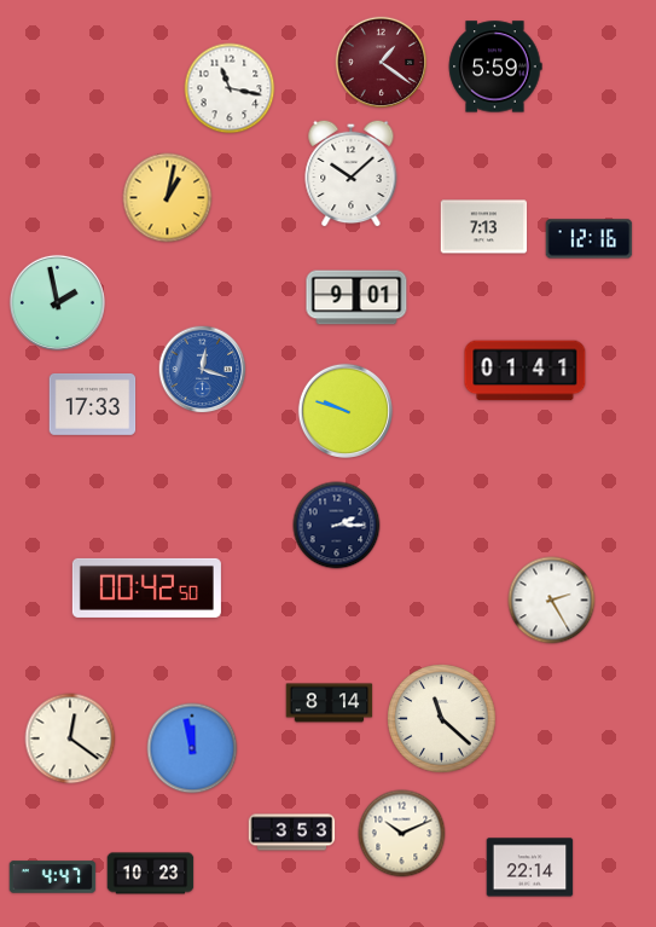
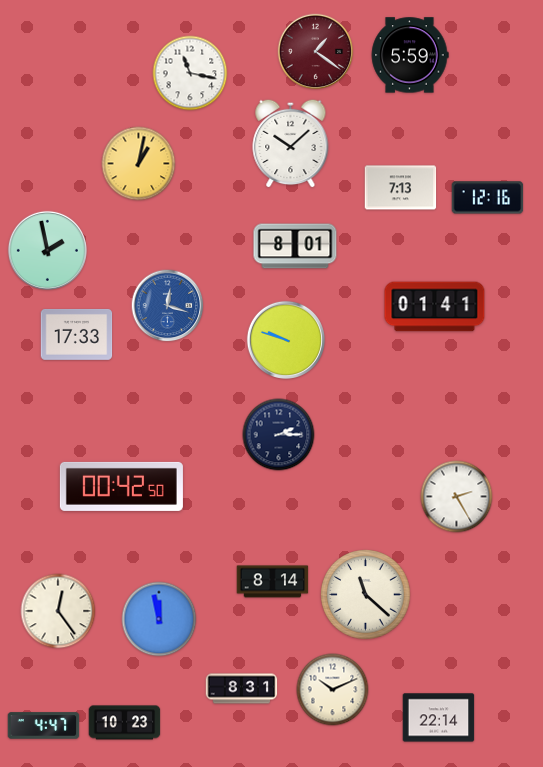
clock at (356, 297): 9:01 -> 8:01
clock at (70, 738): 12:21 -> 12:24
clock at (292, 833): 3:53 -> 8:31
